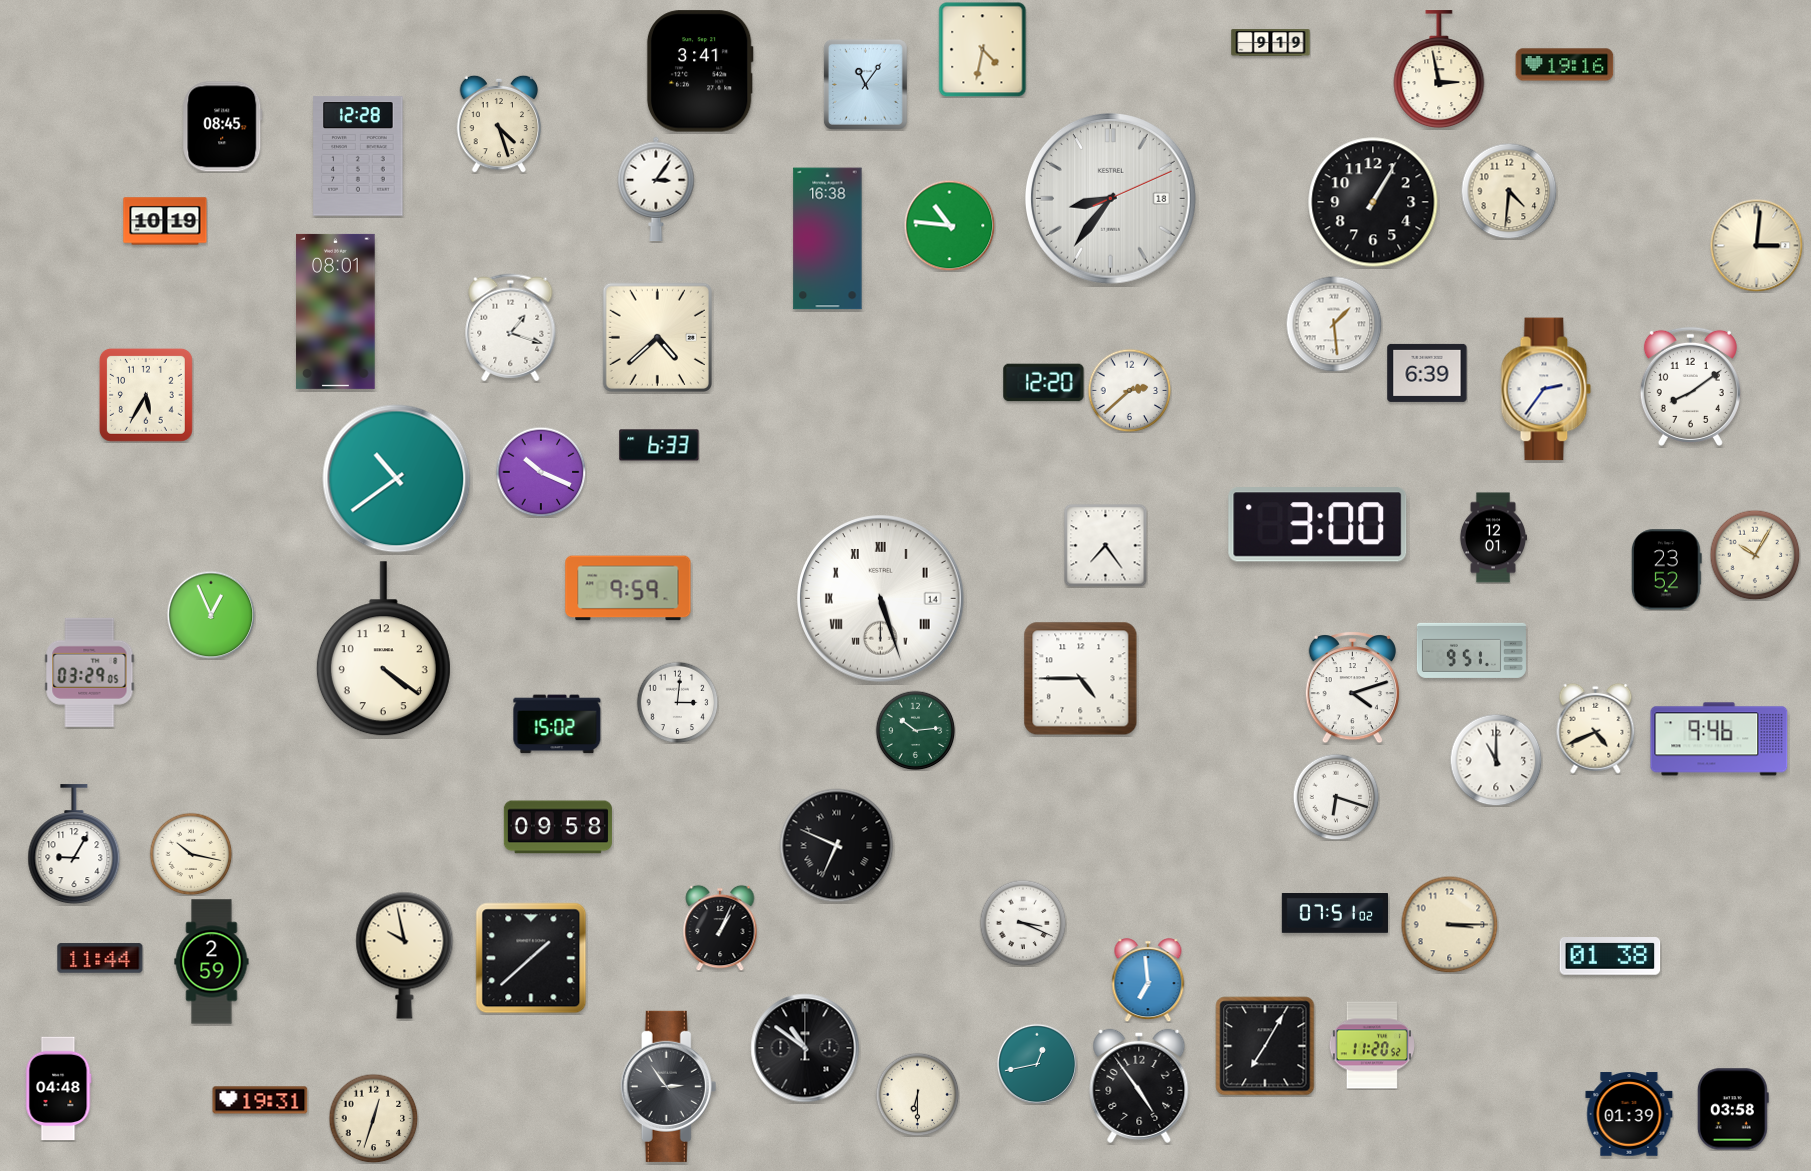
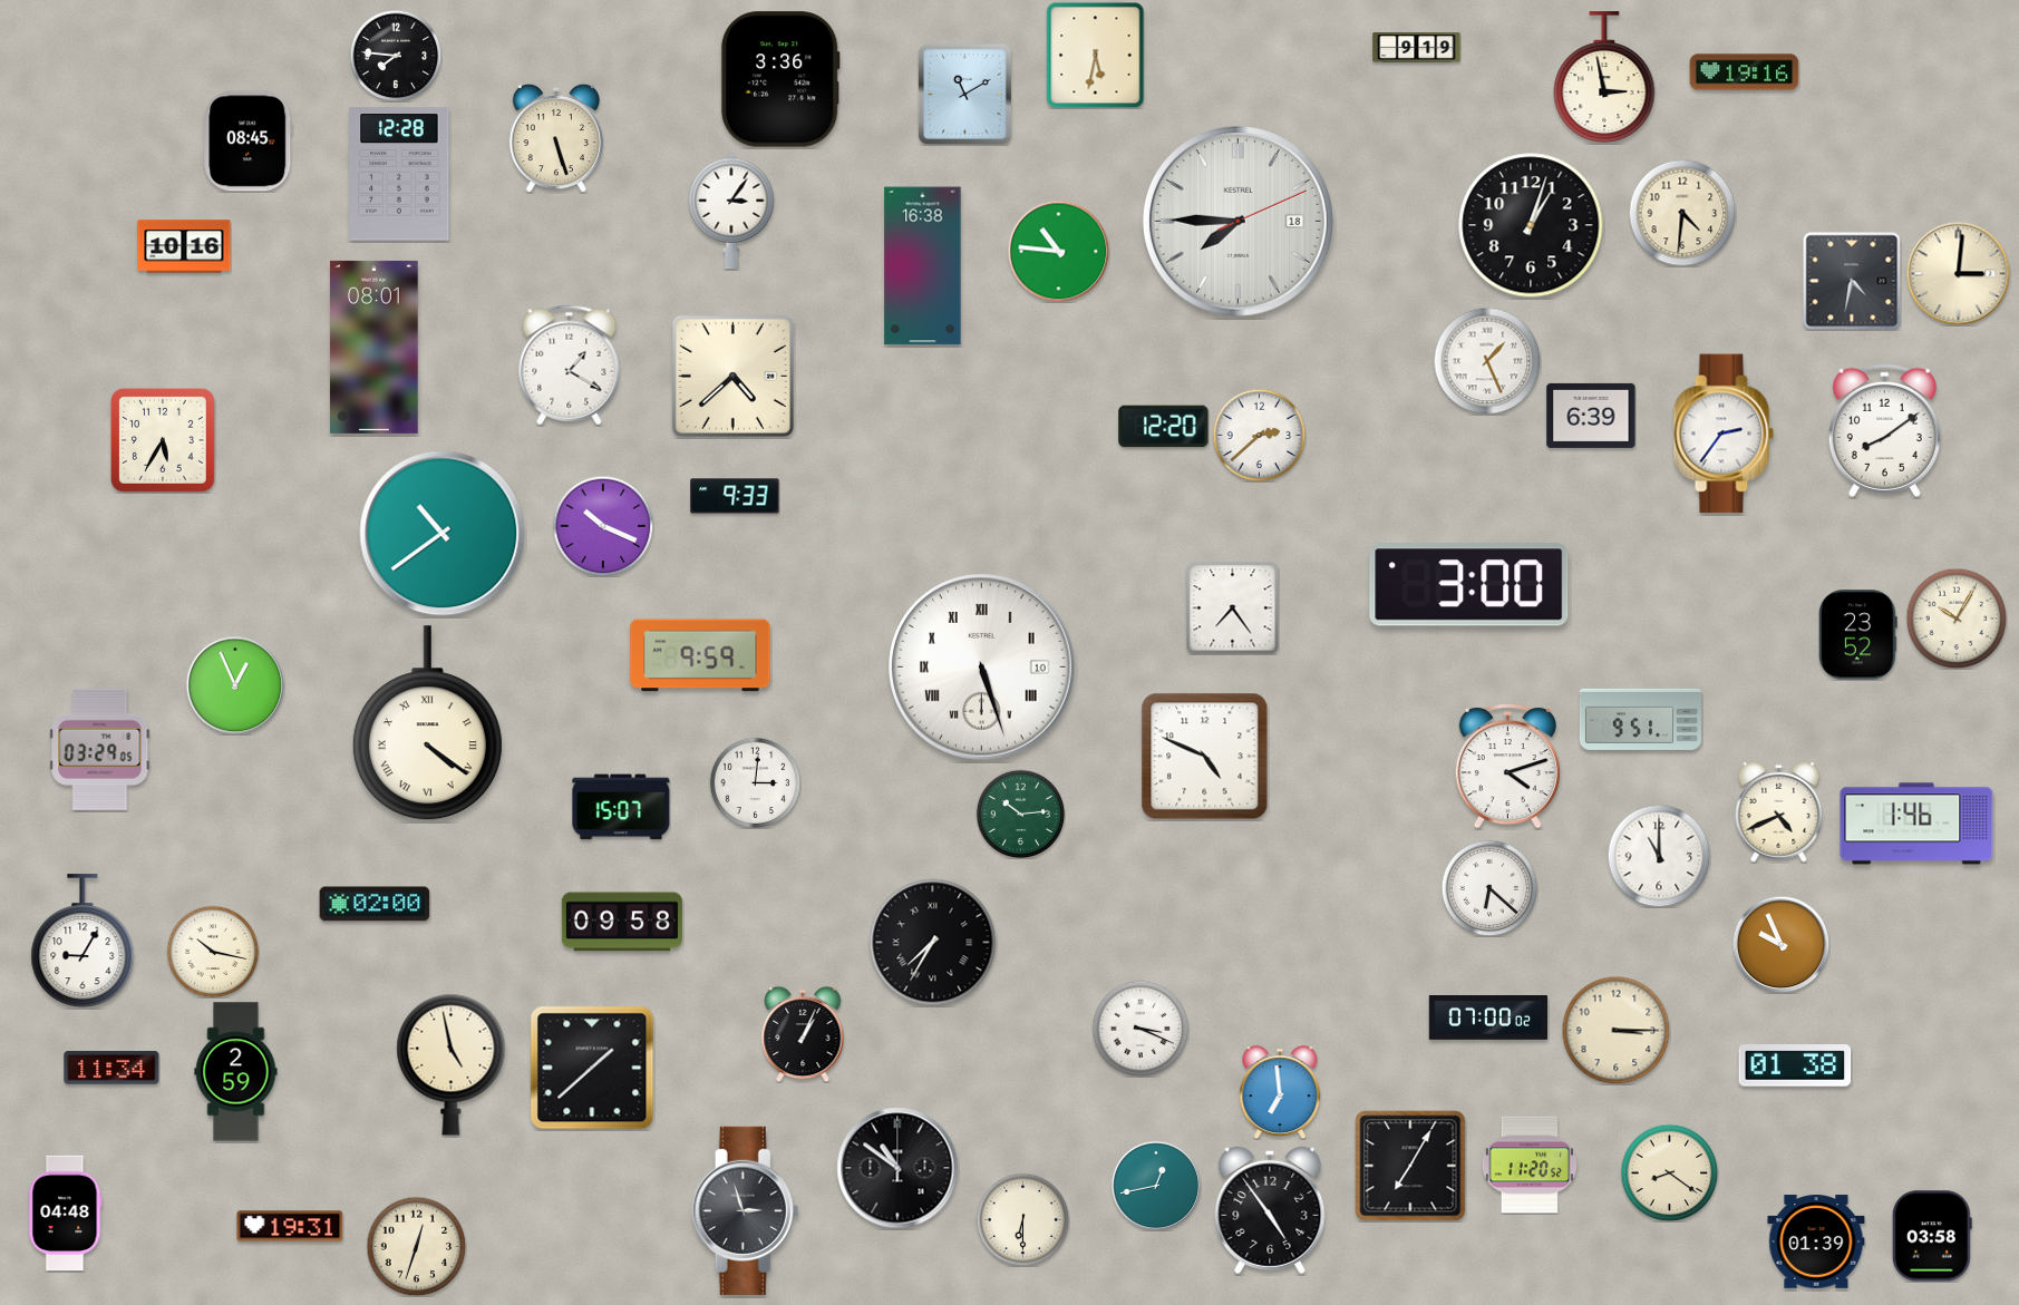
clock at (396, 56): none -> 7:46
clock at (983, 50): 4:32 -> 5:32
clock at (700, 71): 3:41 -> 3:36
clock at (865, 84): 11:06 -> 11:10
clock at (499, 124): 4:27 -> 5:27
clock at (1110, 198): 8:36 -> 7:45
clock at (1373, 202): 1:05 -> 1:03
clock at (165, 221): 10:19 -> 10:16
clock at (1852, 281): none -> 4:32
clock at (1334, 324): 1:29 -> 1:26
clock at (511, 328): 1:18 -> 1:20
clock at (659, 445): 6:33 -> 9:33
clock at (1492, 538): 12:01 -> none
clock at (881, 599) date: 14 -> 10
clock at (383, 649) numerals: Arabic -> Roman
clock at (1471, 650) position: (1471, 650) -> (1640, 719)
clock at (1081, 679): 4:45 -> 4:49
clock at (557, 724): 15:02 -> 15:07
clock at (1719, 739): 9:46 -> 1:46
clock at (1496, 760) position: (1496, 760) -> (1659, 856)
clock at (1336, 797): 6:18 -> 6:22
clock at (375, 904): none -> 02:00
clock at (837, 846): 6:49 -> 7:35
clock at (1780, 944): none -> 9:56
clock at (1334, 914): 07:51 -> 07:00
clock at (405, 955): 9:58 -> 4:58
clock at (100, 958): 11:44 -> 11:34
clock at (1669, 1172): none -> 8:21
clock at (669, 1086): 2:54 -> 2:57
